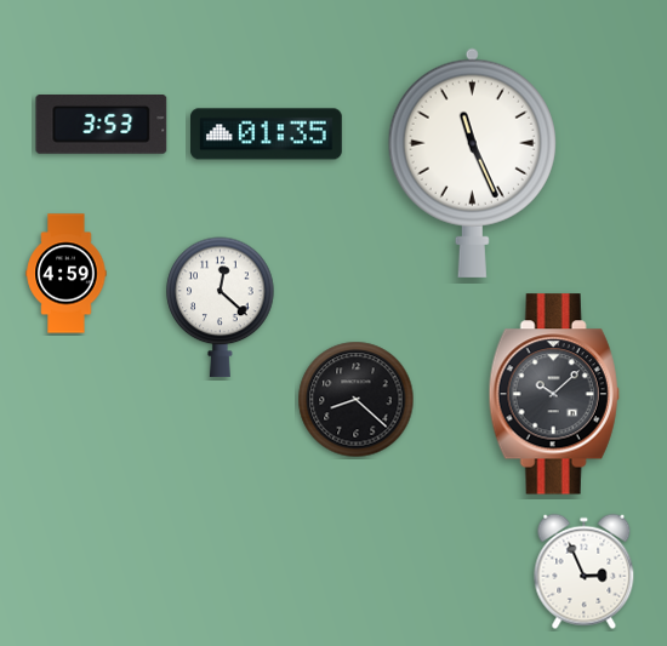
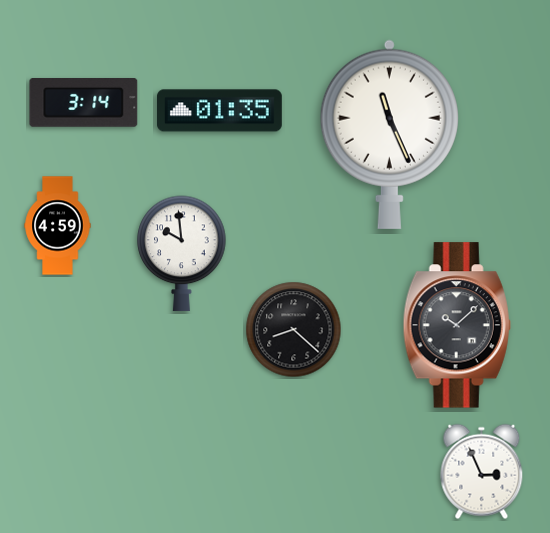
clock at (102, 125): 3:53 -> 3:14
clock at (67, 274) position: (67, 274) -> (58, 226)
clock at (221, 308): 12:22 -> 9:59
